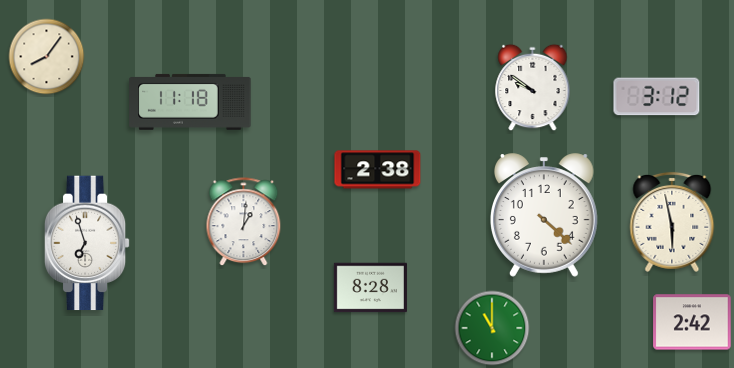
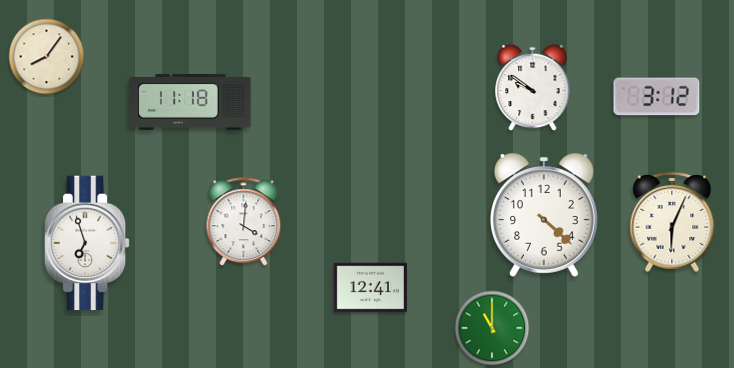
clock at (378, 170): 2:38 -> none
clock at (244, 222): 1:01 -> 4:01
clock at (672, 222): 5:58 -> 6:04
clock at (370, 288): 8:28 -> 12:41
clock at (692, 322): 2:42 -> none
